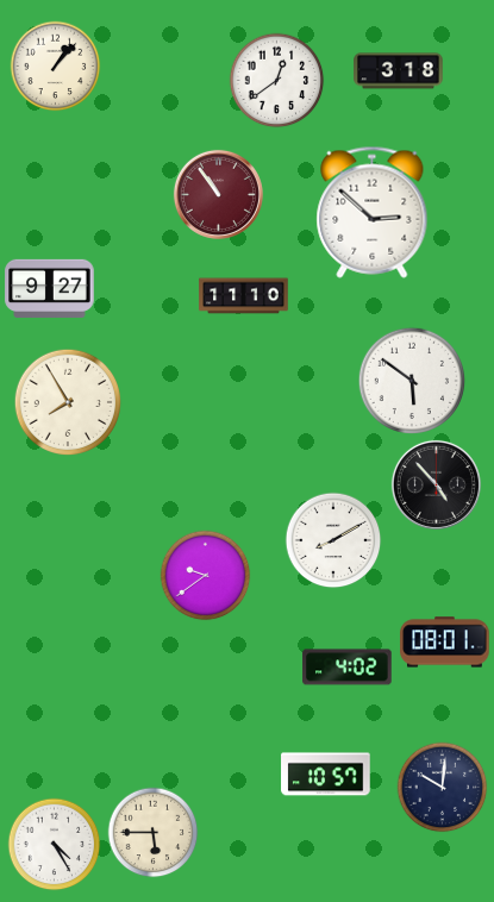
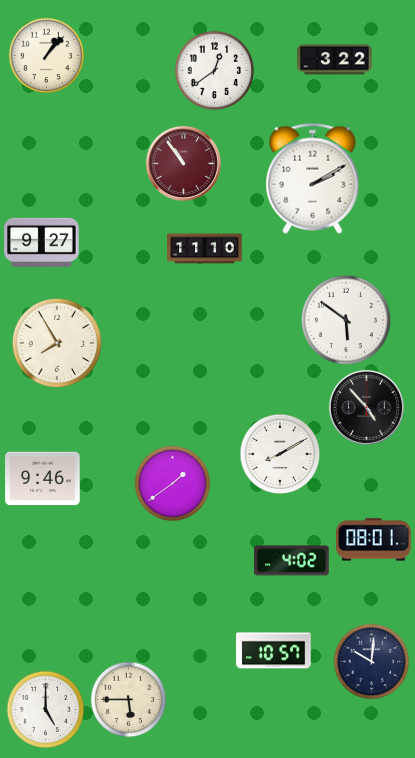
clock at (399, 71): 3:18 -> 3:22
clock at (277, 81) position: (277, 81) -> (215, 71)
clock at (373, 212): 2:52 -> 2:10
clock at (68, 402) position: (68, 402) -> (57, 343)
clock at (43, 479): none -> 9:46
clock at (206, 576): 9:39 -> 1:39
clock at (55, 845): 4:25 -> 5:00
